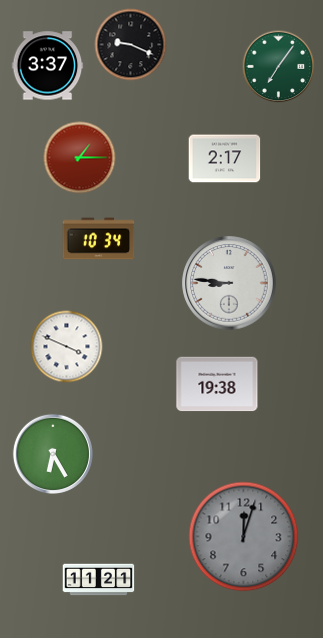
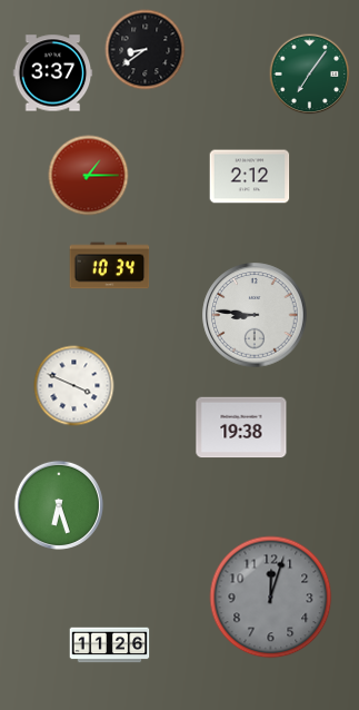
clock at (131, 45): 9:19 -> 8:39
clock at (225, 159): 2:17 -> 2:12
clock at (53, 454): 6:25 -> 6:27
clock at (99, 580): 11:21 -> 11:26
